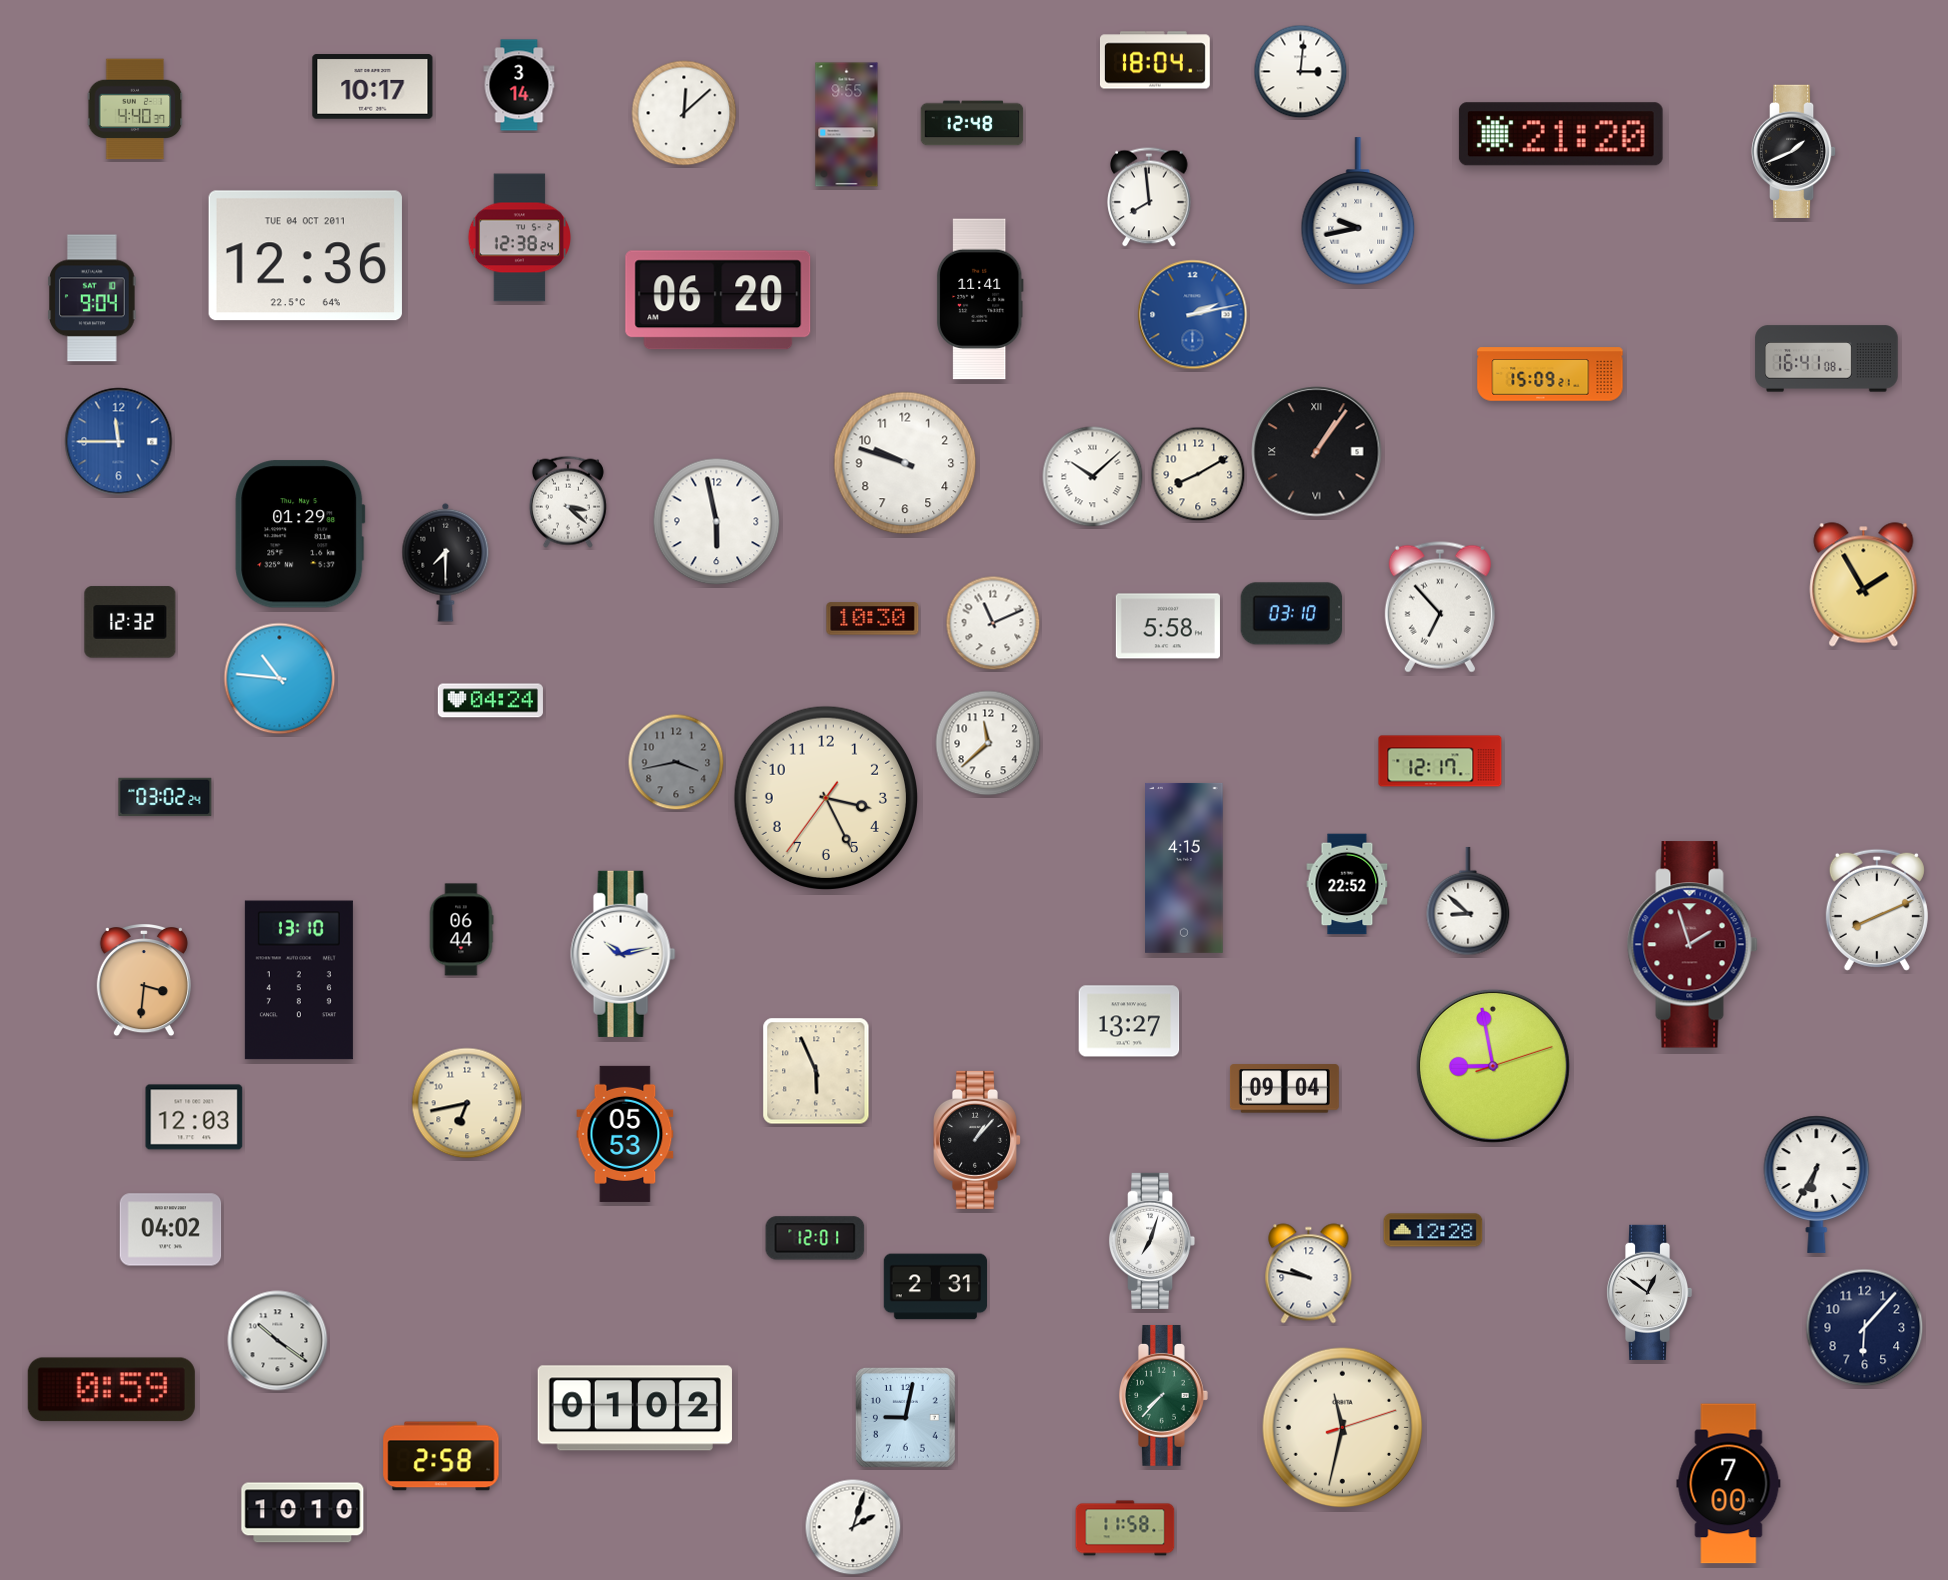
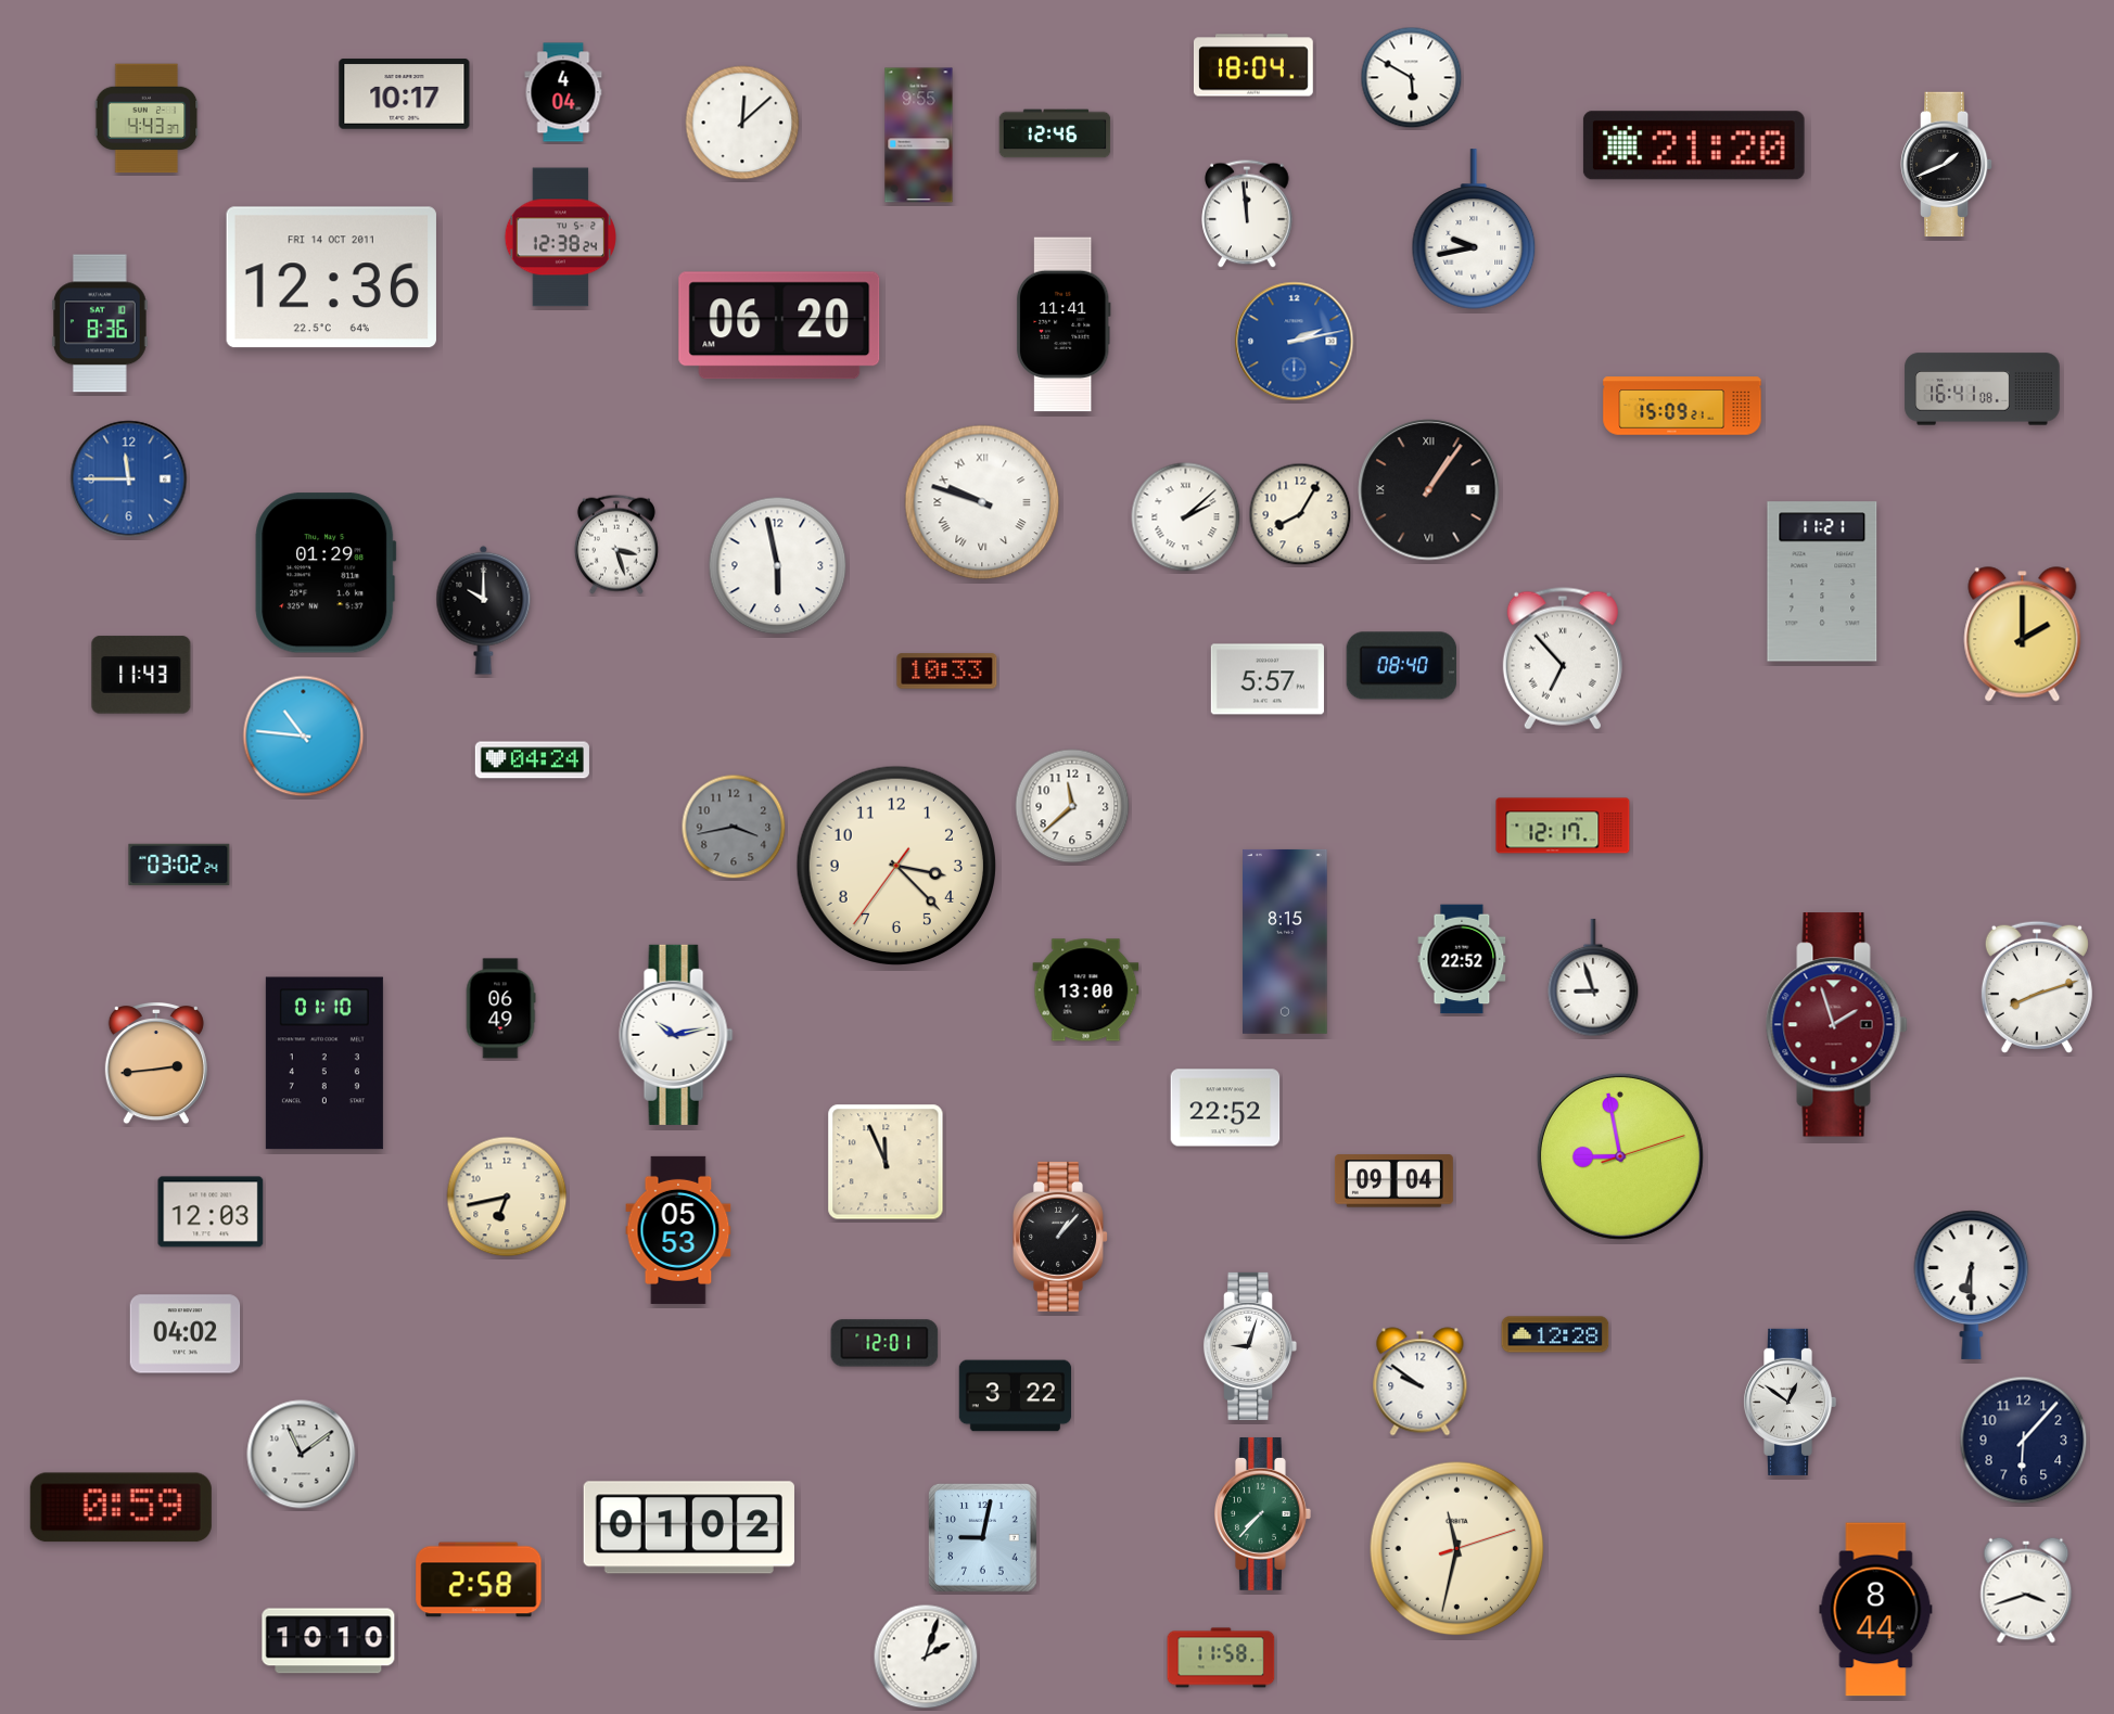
clock at (1301, 72): 3:01 -> 5:50
clock at (519, 85): 3:14 -> 4:04
clock at (135, 109): 4:40 -> 4:43
clock at (972, 123): 12:48 -> 12:46
clock at (1149, 197): 7:59 -> 11:59
clock at (519, 238) position: (519, 238) -> (560, 238)
clock at (305, 256) date: TUE 04 OCT 2011 -> FRI 14 OCT 2011
clock at (93, 298): 9:04 -> 8:36
clock at (905, 463) numerals: Arabic -> Roman
clock at (1198, 474): 8:10 -> 8:05
clock at (1093, 477): 10:08 -> 2:08
clock at (568, 502): 3:22 -> 3:27
clock at (300, 534) position: (300, 534) -> (326, 573)
clock at (1822, 581): none -> 11:21
clock at (446, 562): 7:30 -> 10:00
clock at (1864, 585): 1:55 -> 2:00
clock at (1292, 614): 03:10 -> 08:40
clock at (873, 619): 10:30 -> 10:33
clock at (130, 622): 12:32 -> 11:43
clock at (993, 623): 11:11 -> none
clock at (1168, 626): 5:58 -> 5:57
clock at (825, 797): 3:25 -> 3:22
clock at (1184, 868): 4:15 -> 8:15
clock at (1468, 901): 8:52 -> 8:57
clock at (1877, 910): 8:11 -> 8:12
clock at (1086, 990): none -> 13:00
clock at (461, 930): 06:44 -> 06:49
clock at (299, 980): 13:10 -> 01:10
clock at (144, 981): 3:31 -> 2:44
clock at (1129, 1021): 13:27 -> 22:52
clock at (816, 1071): 5:56 -> 11:56
clock at (1817, 1184): 6:35 -> 6:30
clock at (1152, 1241): 7:03 -> 9:03
clock at (1309, 1274): 9:47 -> 9:51
clock at (936, 1287): 2:31 -> 3:22
clock at (278, 1341): 10:21 -> 11:09
clock at (2026, 1590): none -> 3:42
clock at (1729, 1484): 7:00 -> 8:44
